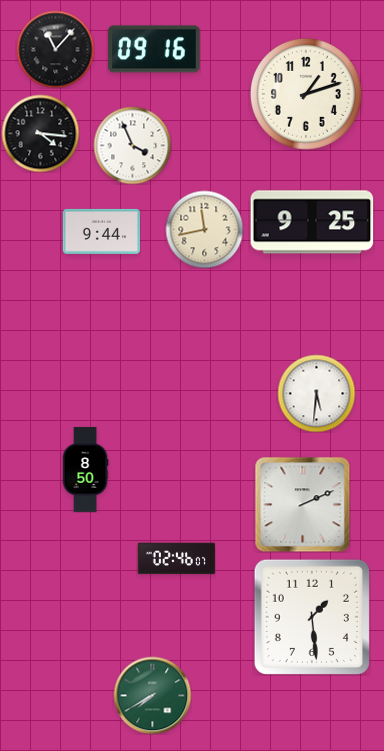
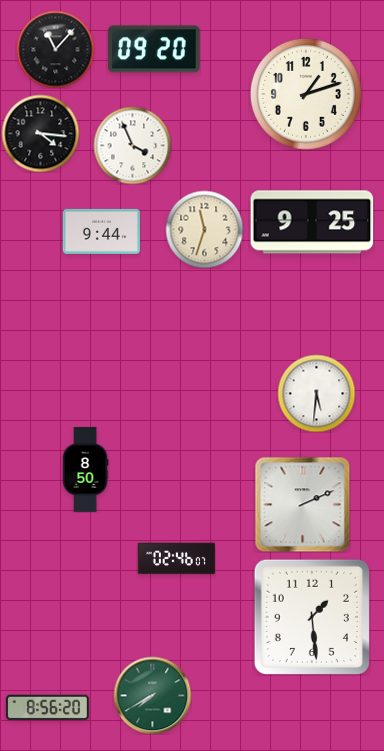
clock at (154, 49): 09:16 -> 09:20
clock at (204, 229): 11:43 -> 11:33
clock at (47, 708): none -> 8:56
